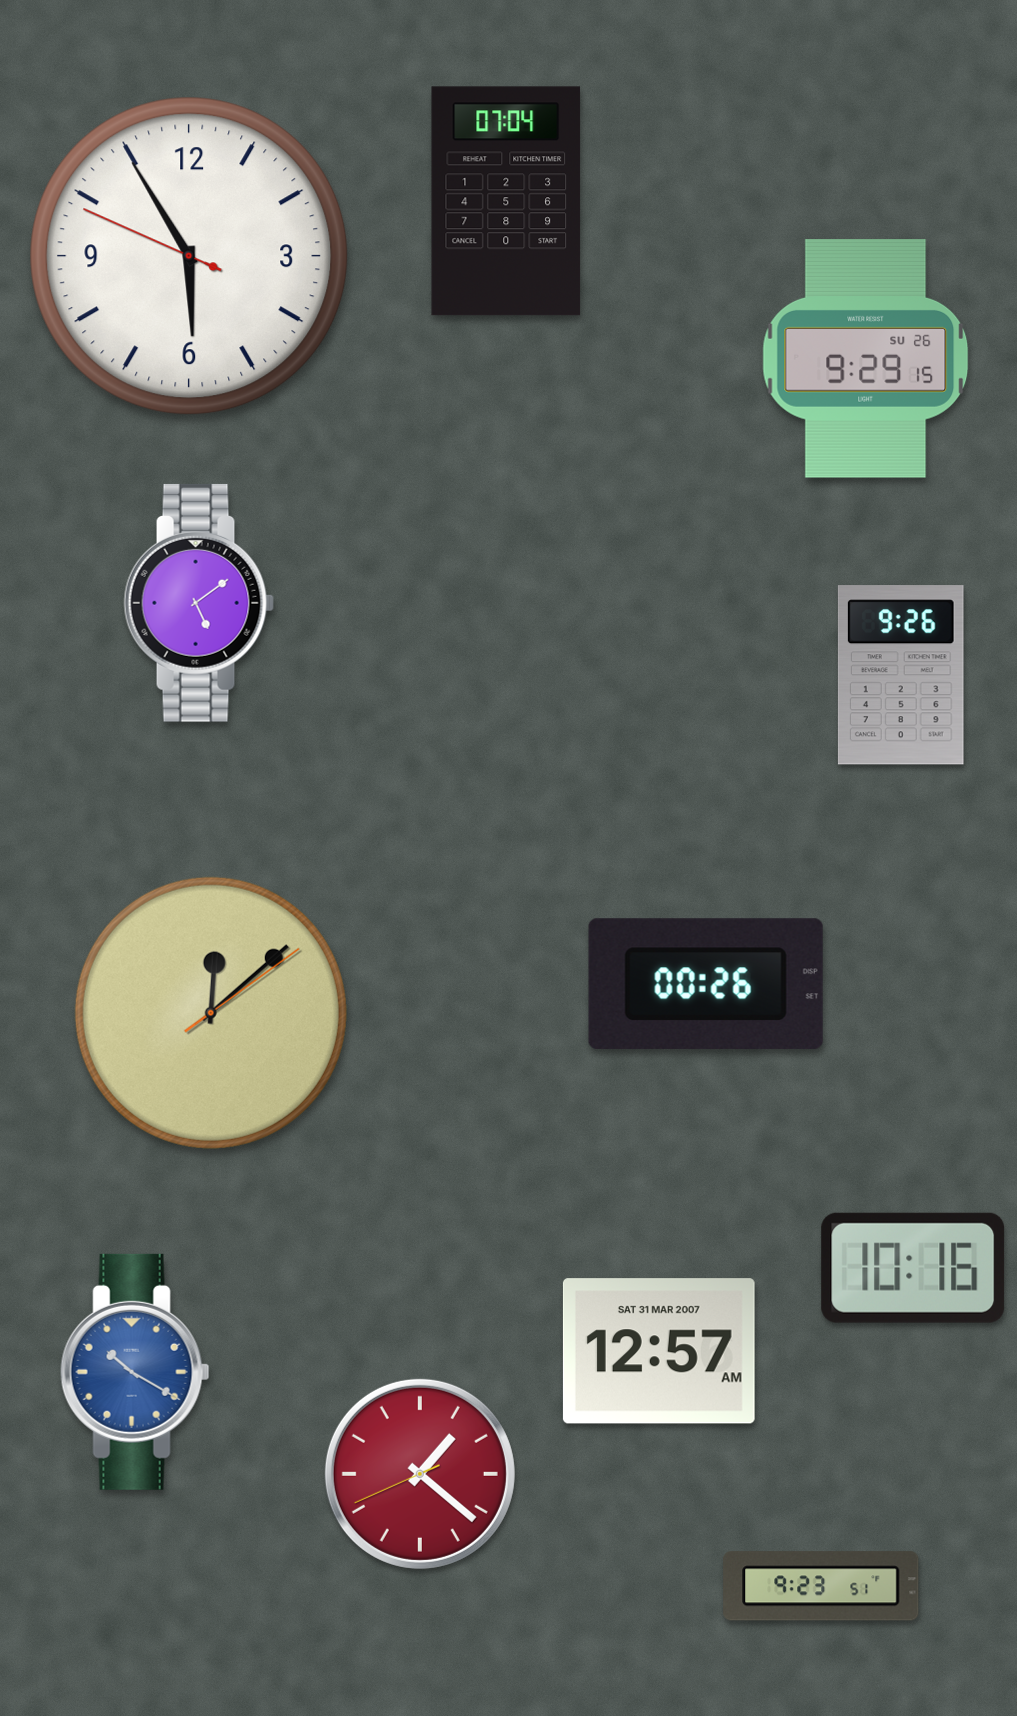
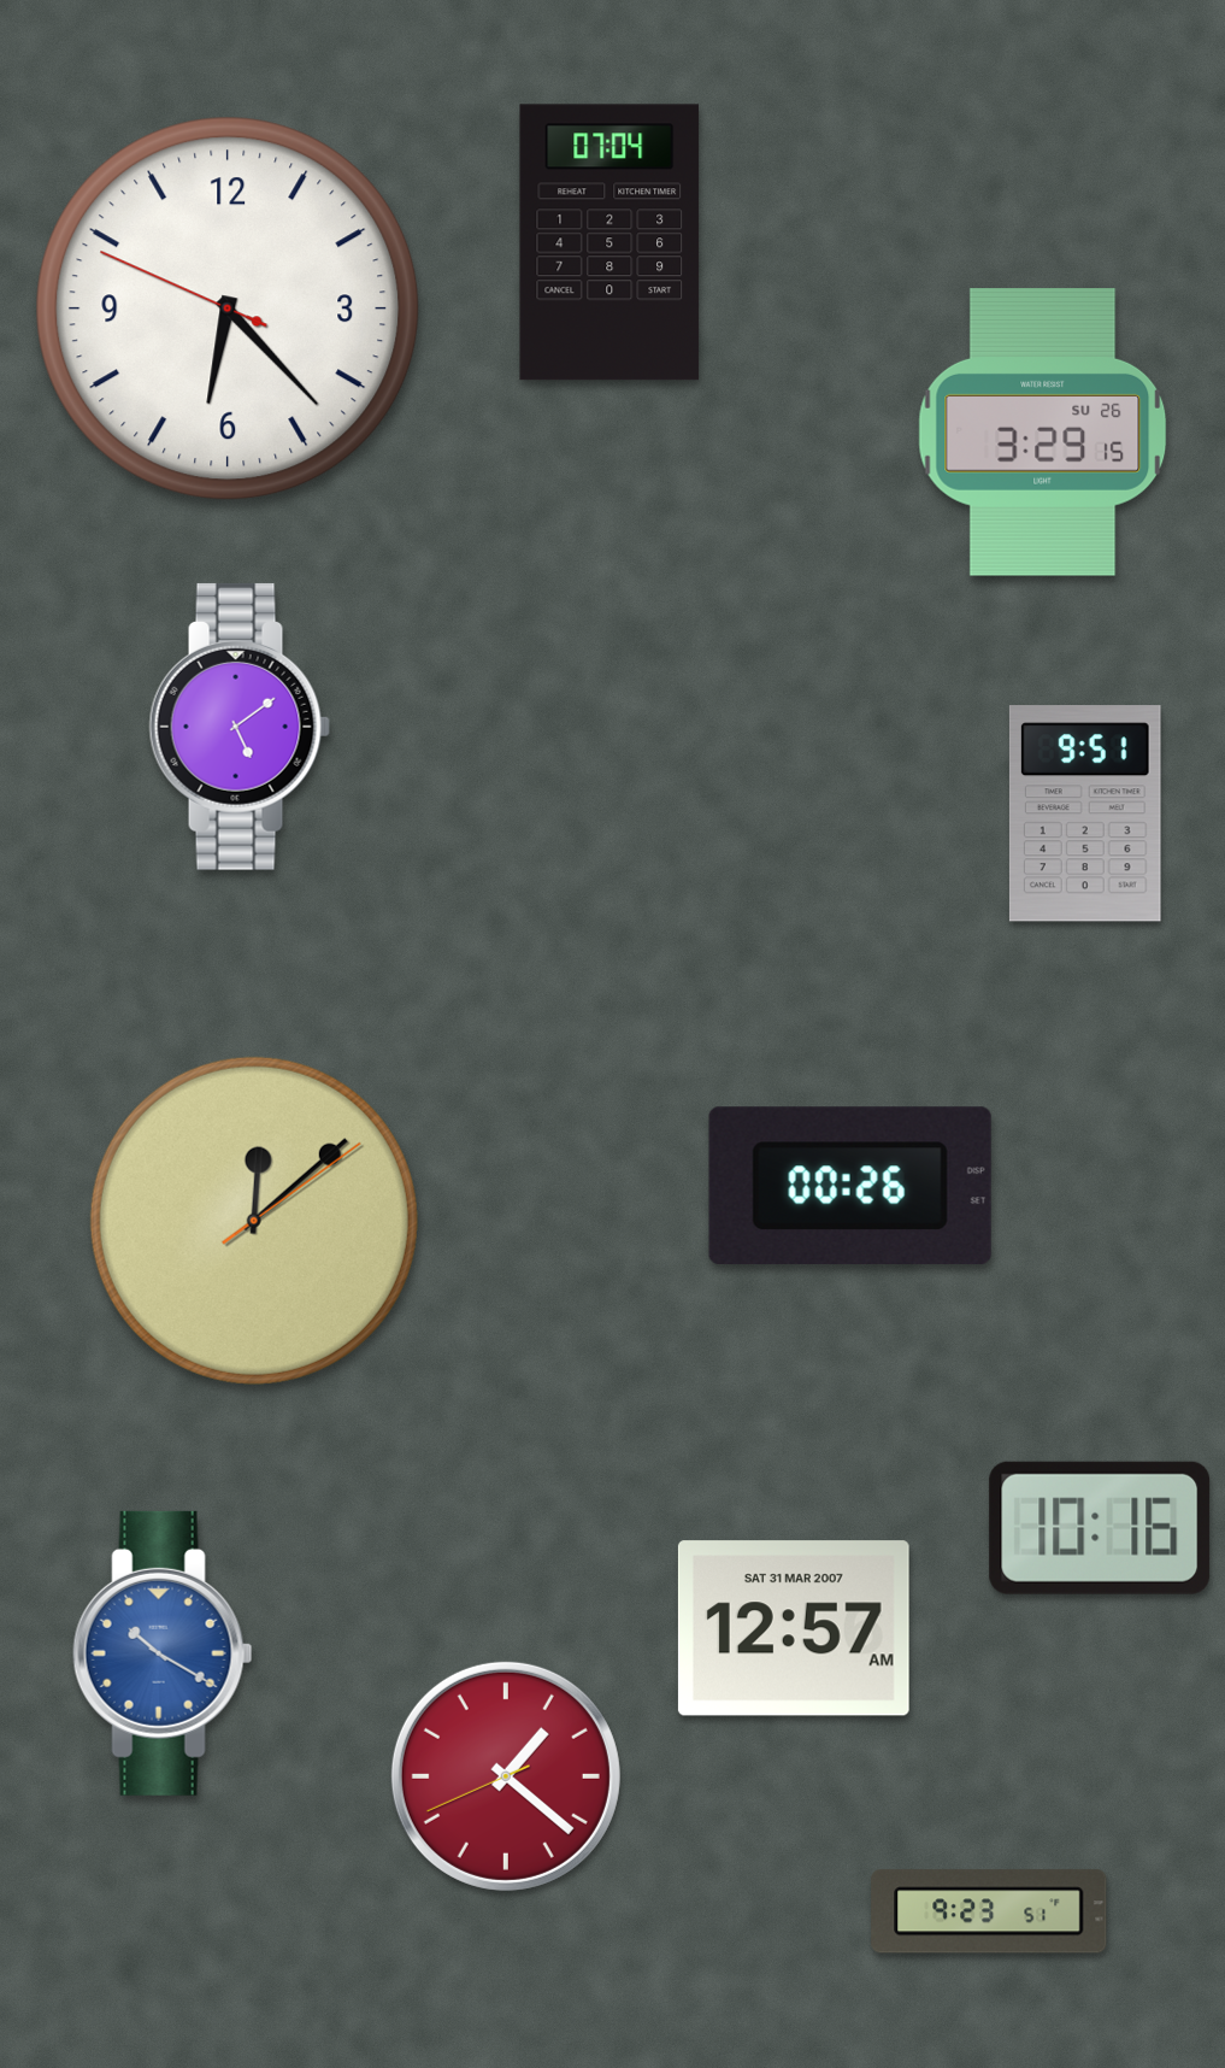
clock at (189, 256): 5:54 -> 6:22
clock at (866, 359): 9:29 -> 3:29
clock at (901, 675): 9:26 -> 9:51
